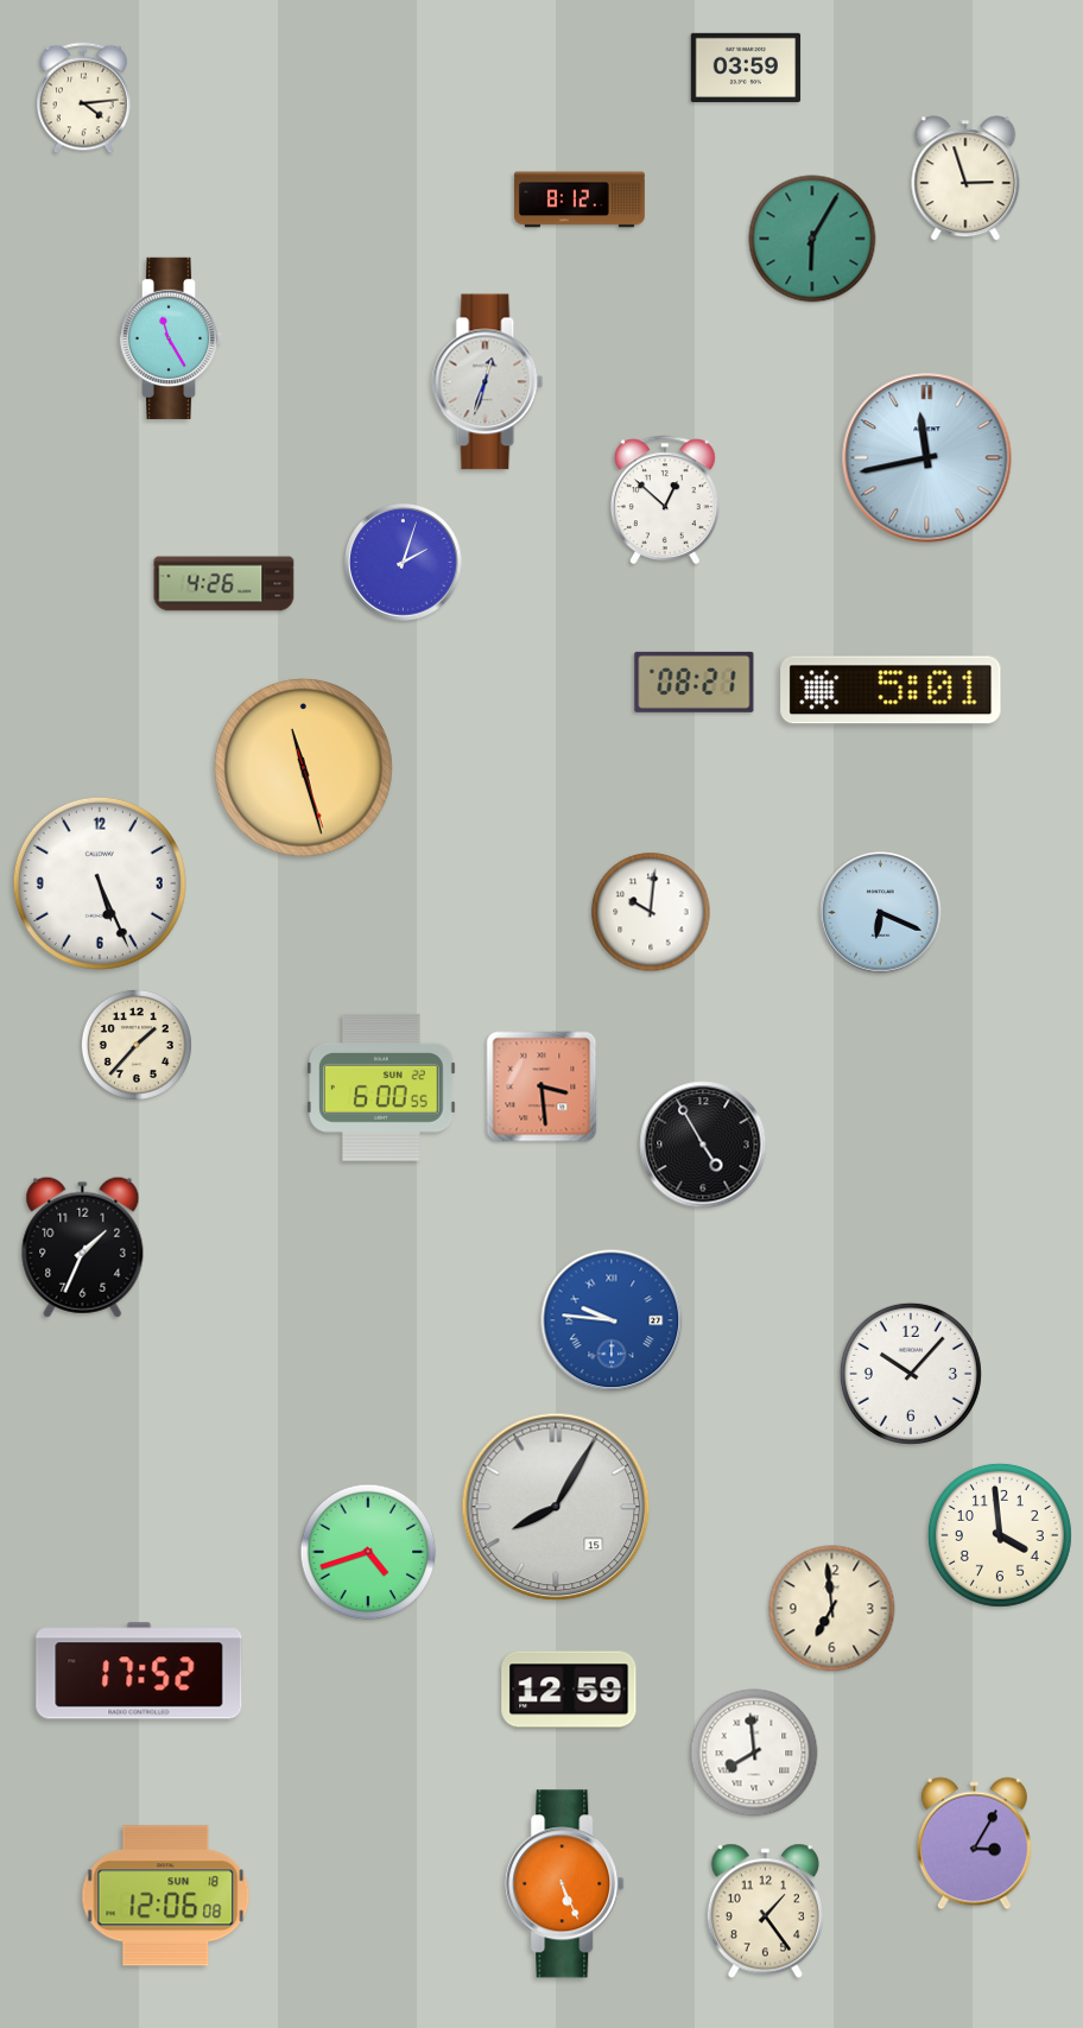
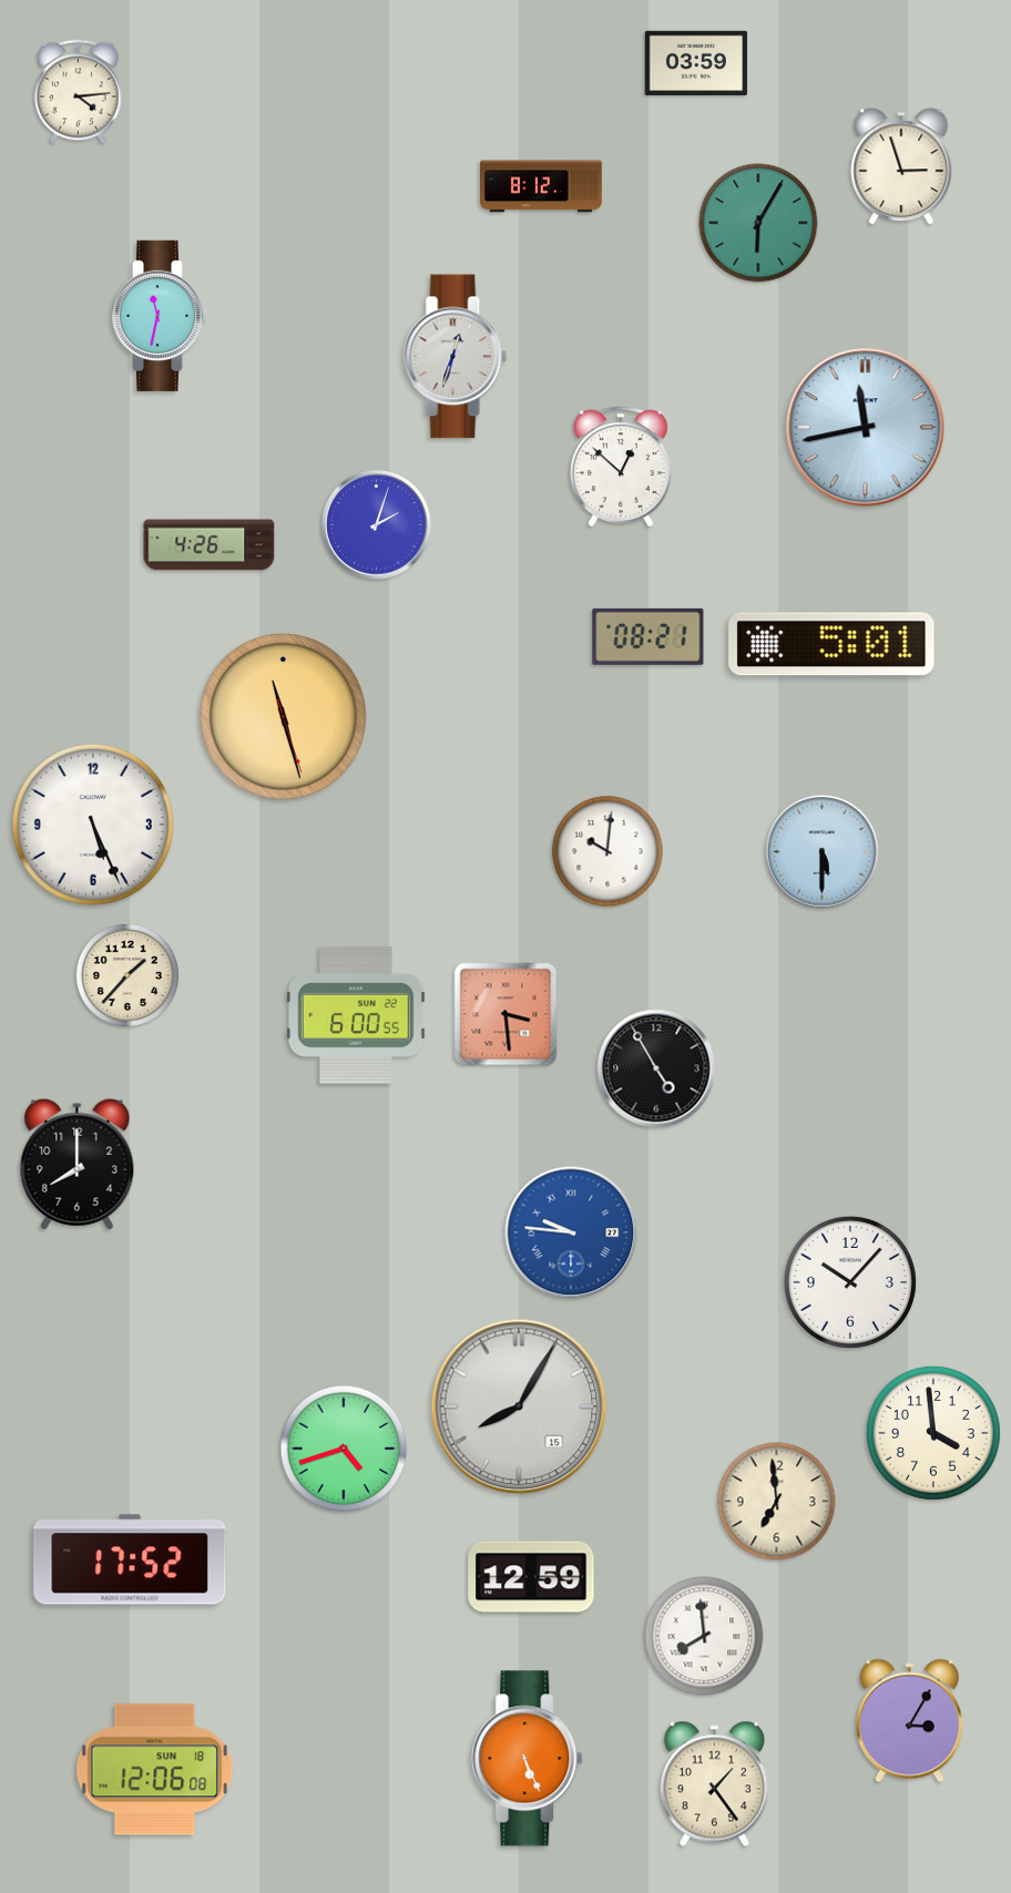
clock at (171, 338): 11:25 -> 11:32
clock at (881, 913): 6:19 -> 5:30
clock at (83, 1247): 1:34 -> 8:00
